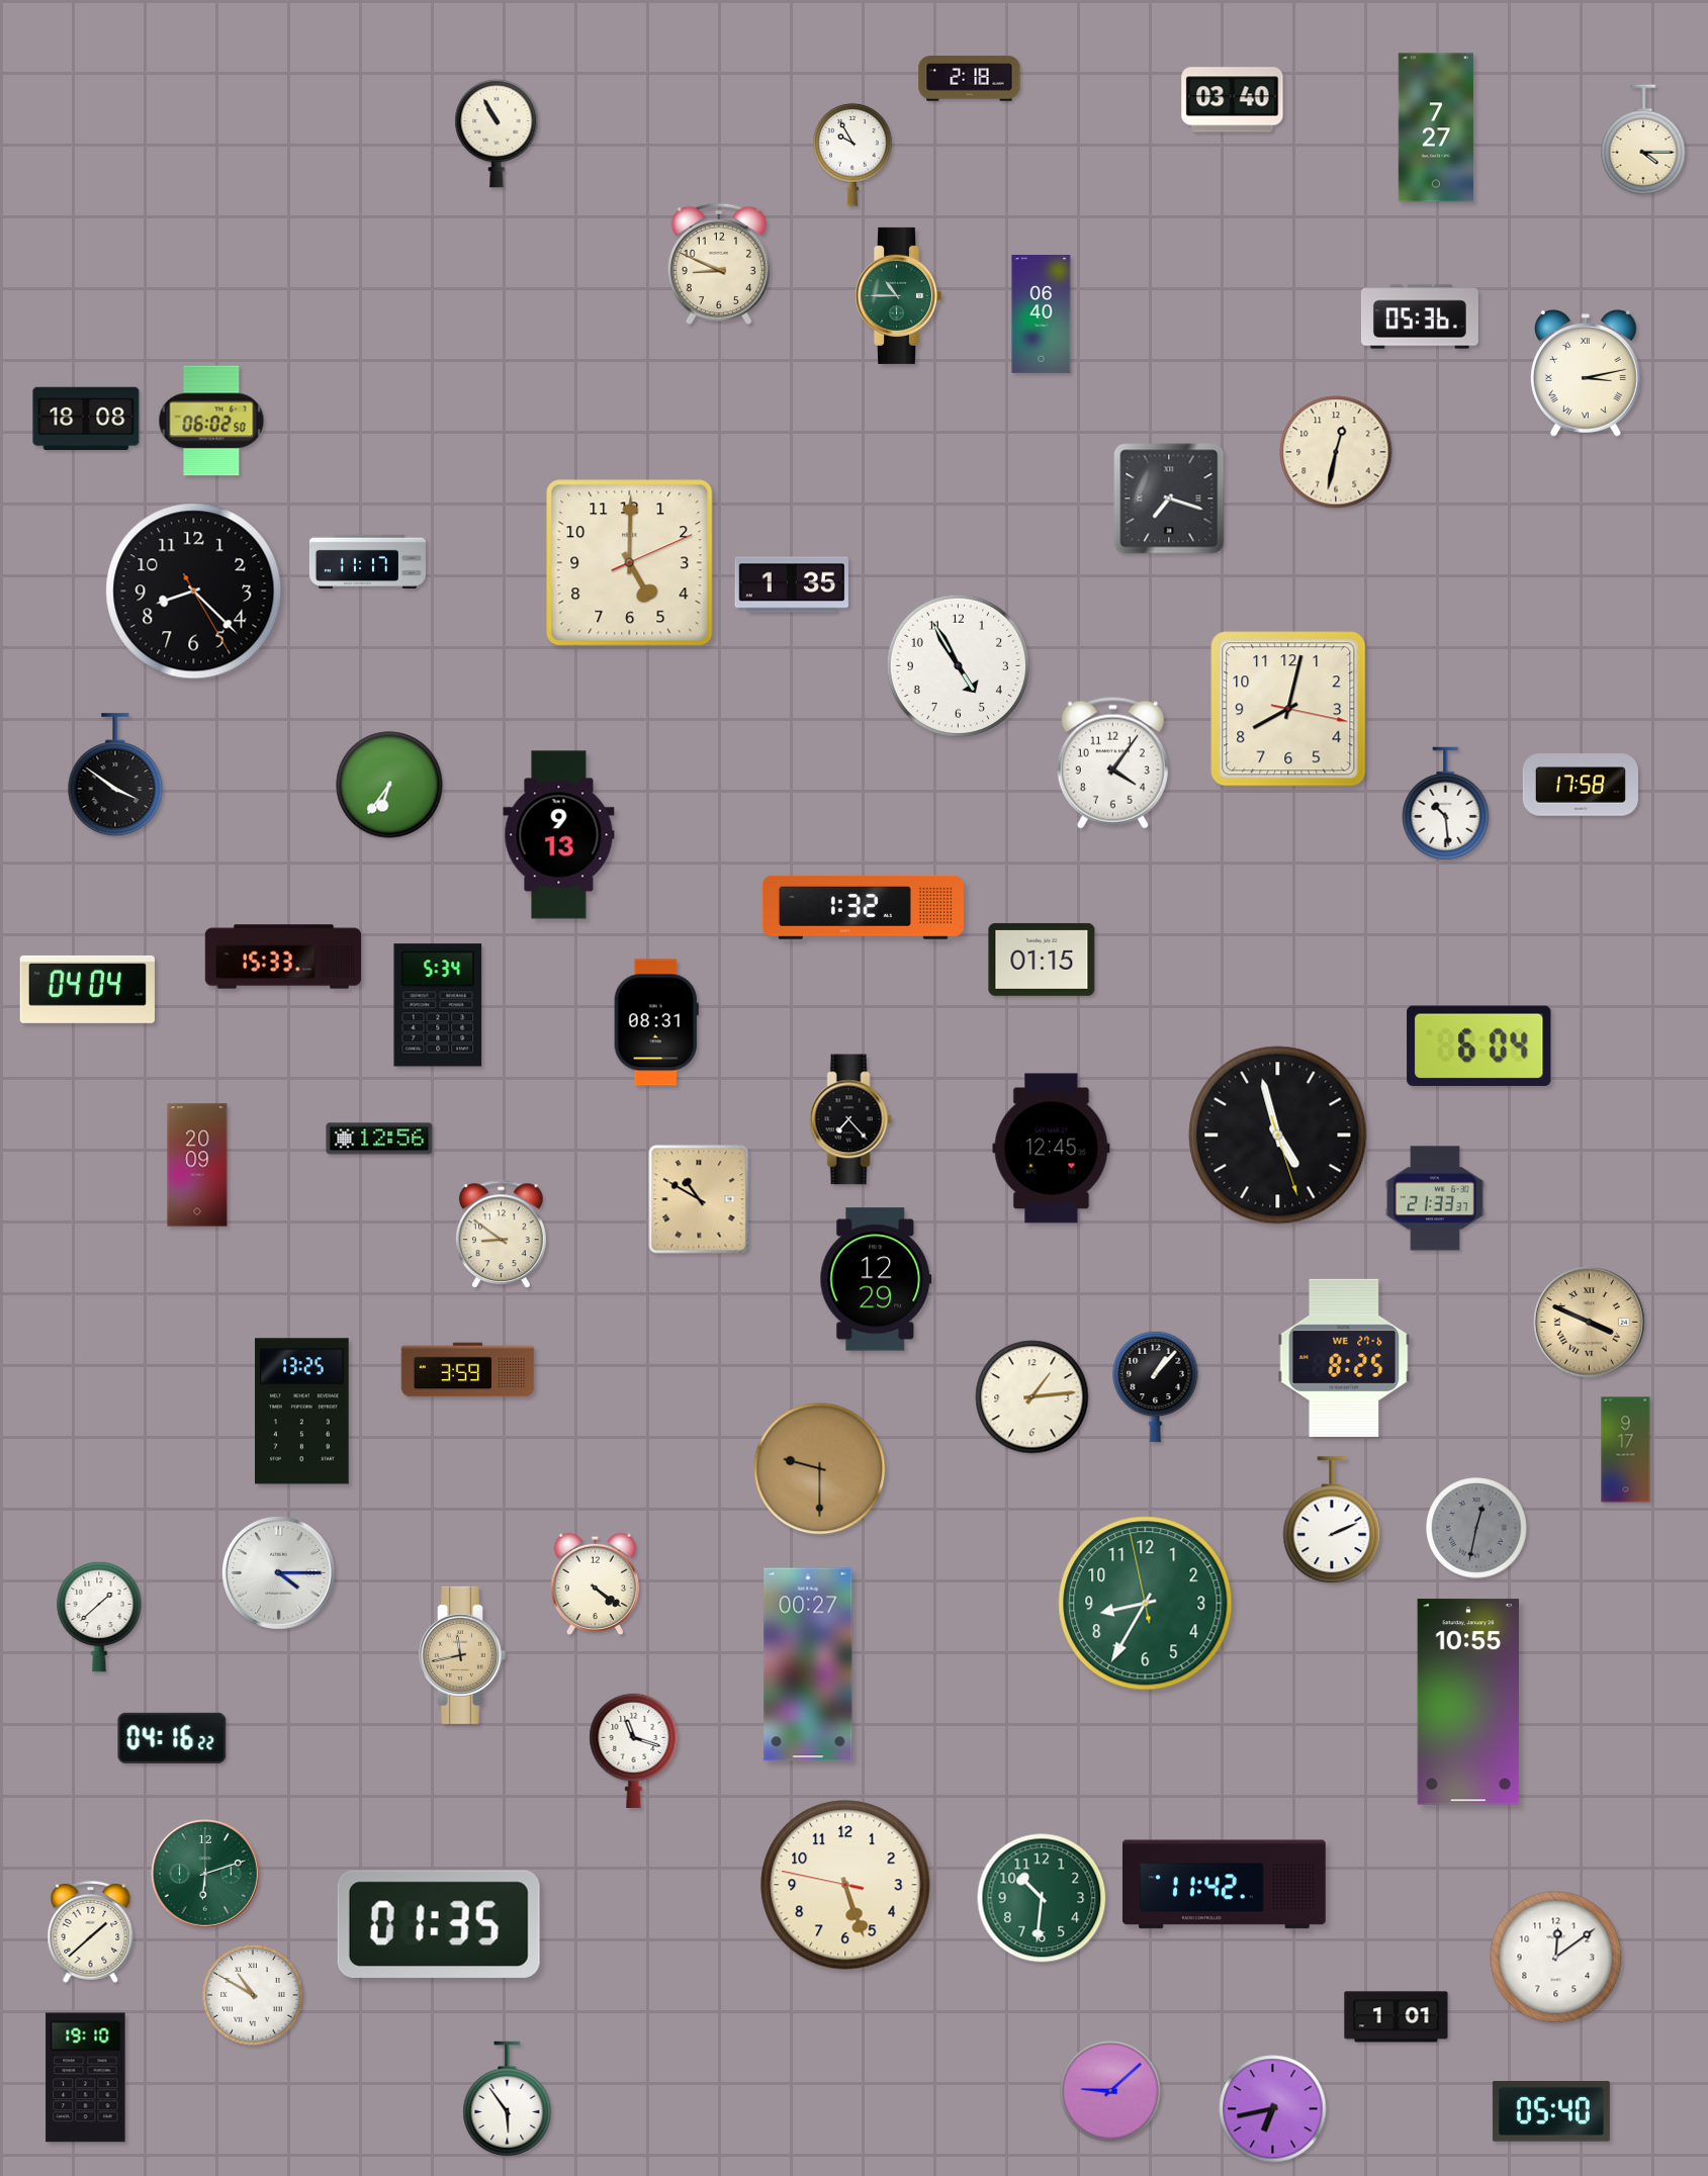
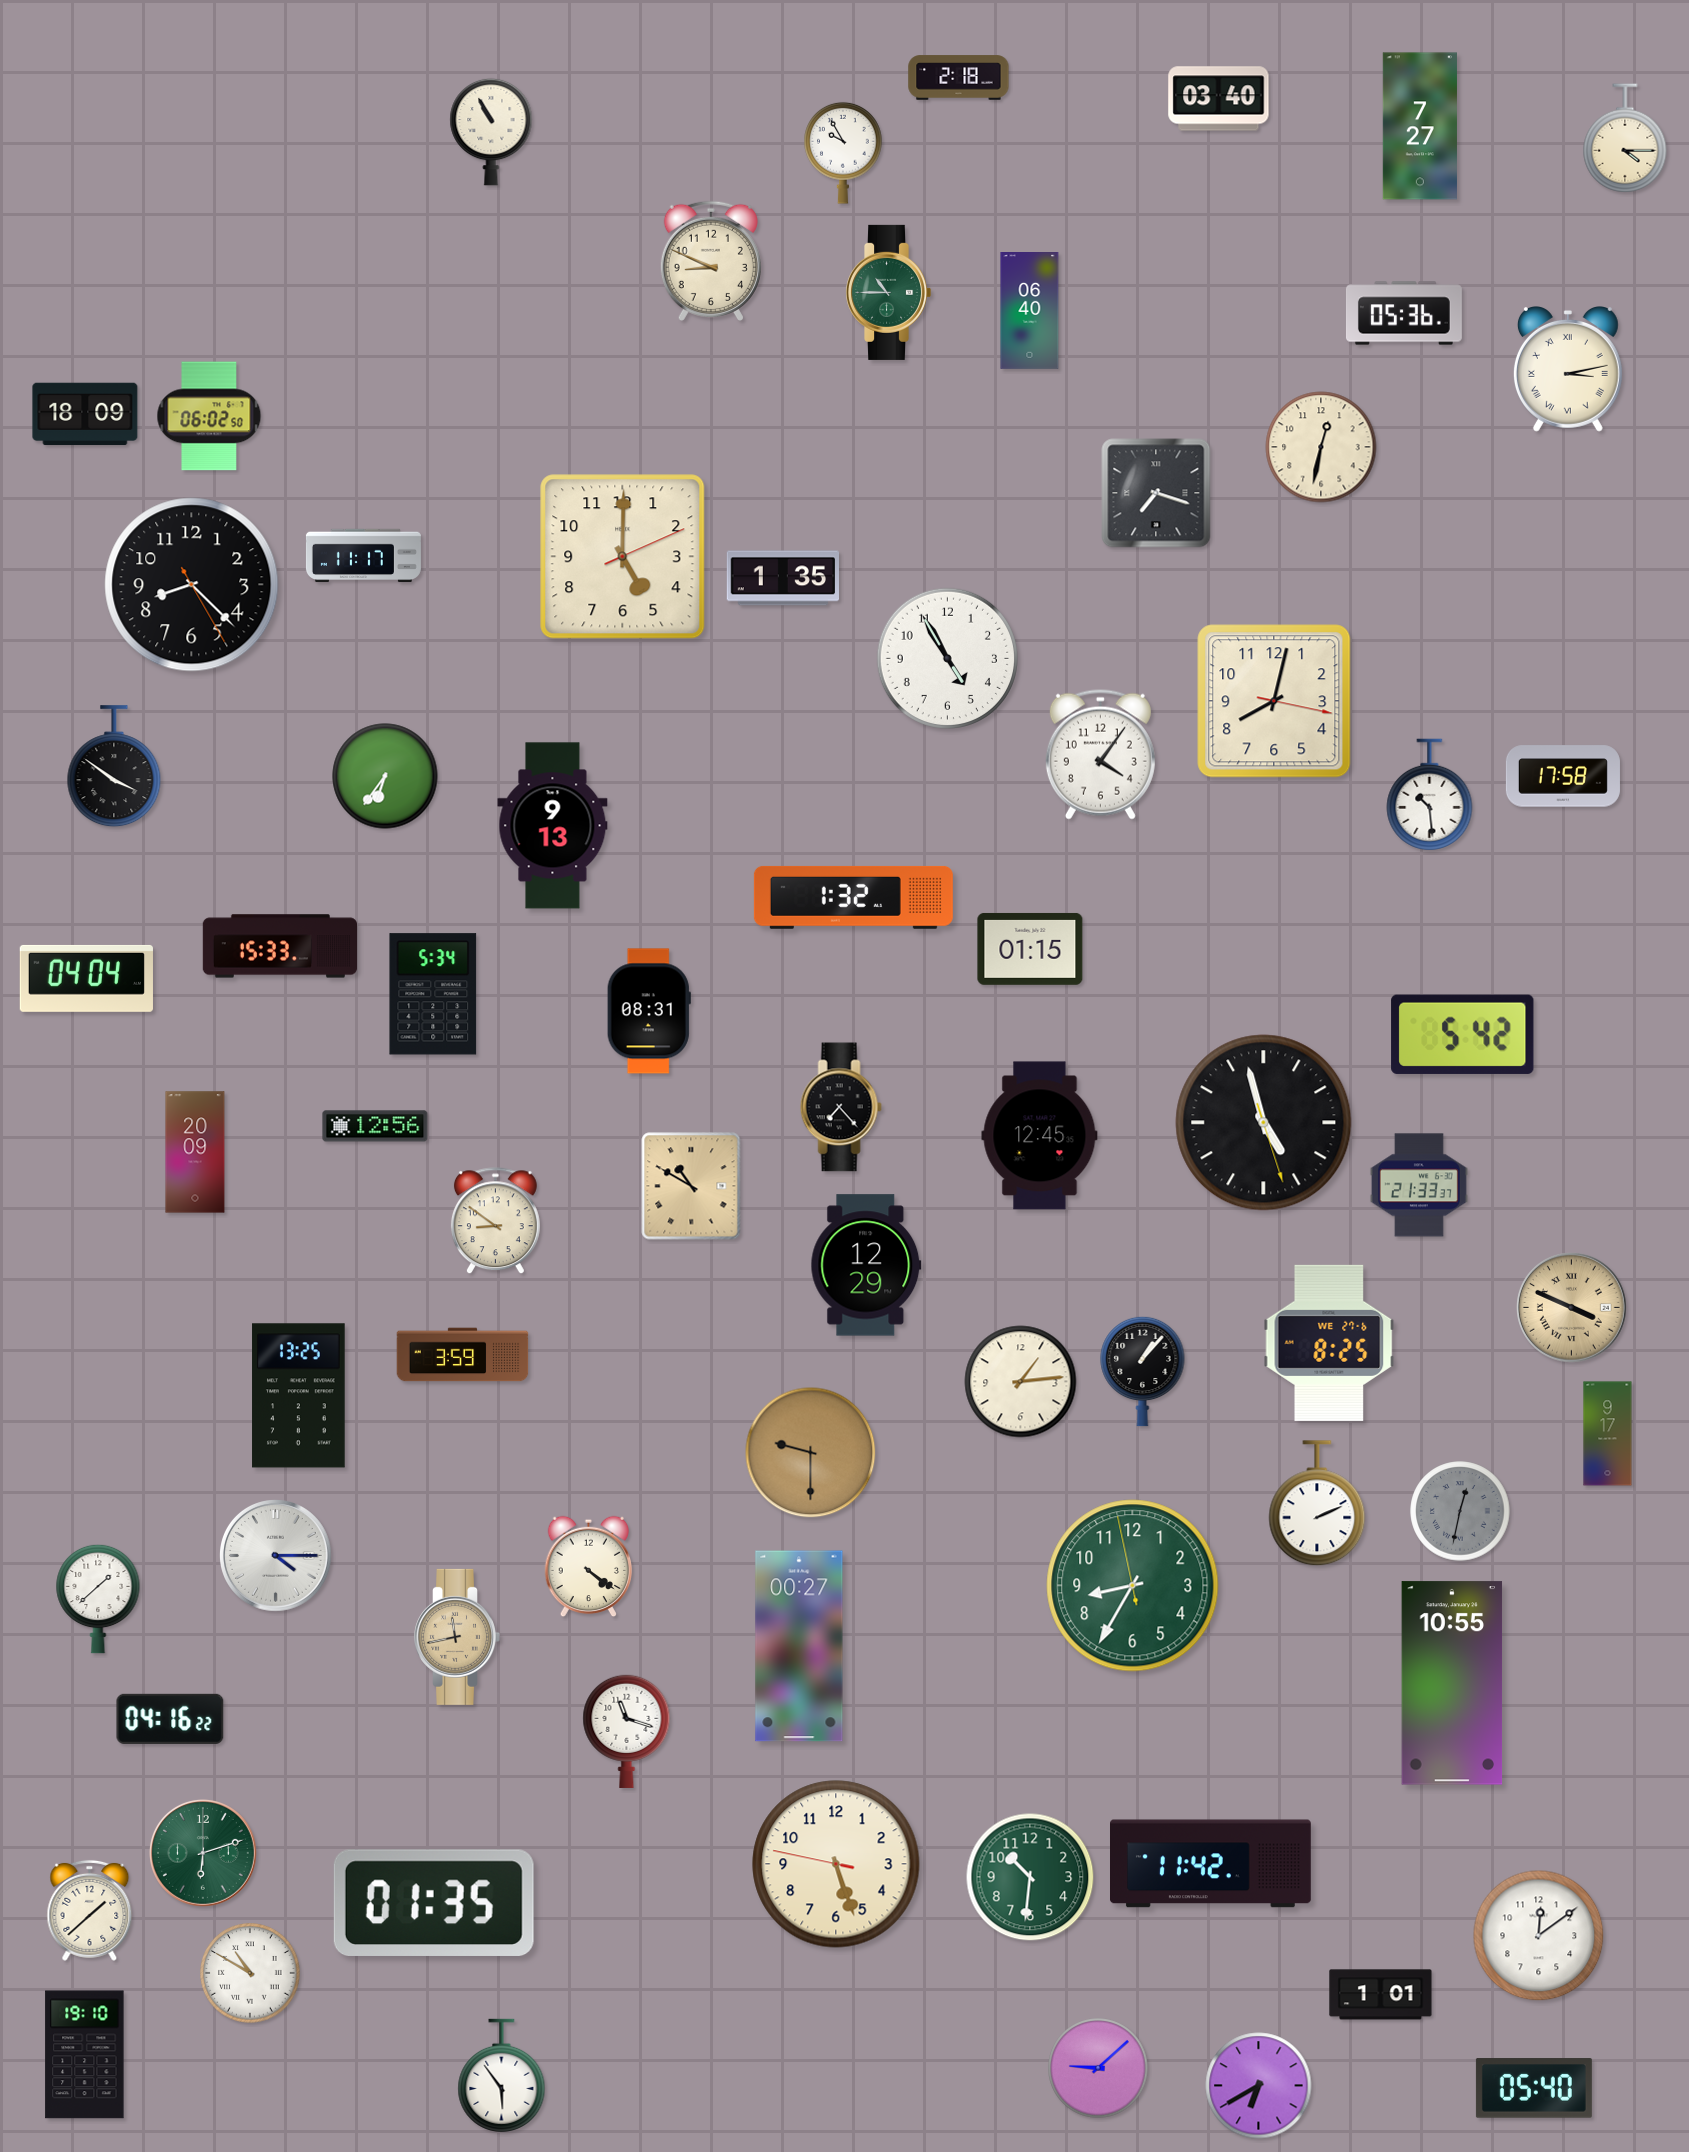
clock at (86, 419): 18:08 -> 18:09
clock at (1479, 1046): 6:04 -> 5:42
clock at (1273, 2109): 6:43 -> 6:40
